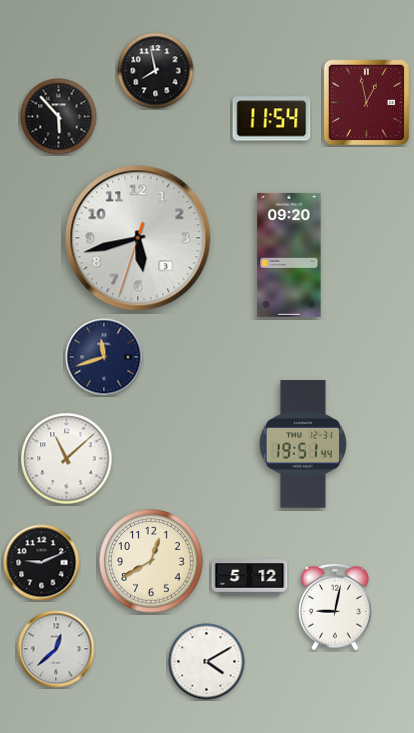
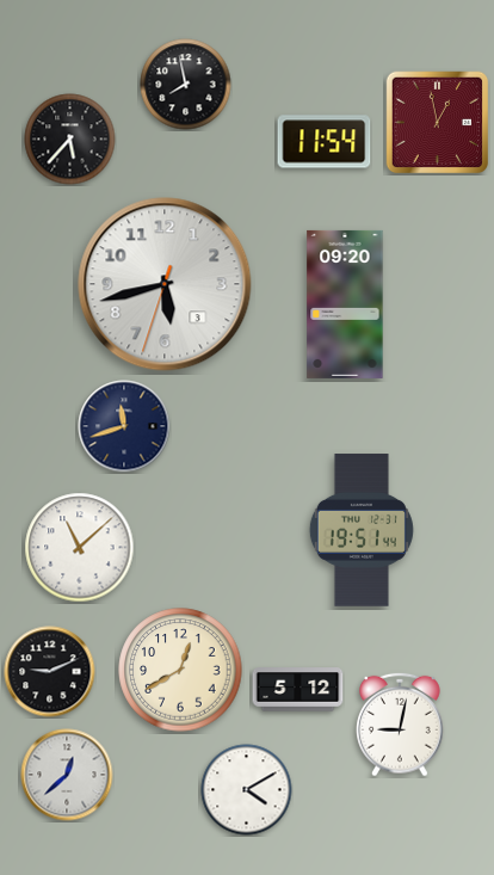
clock at (59, 117): 5:53 -> 5:37
